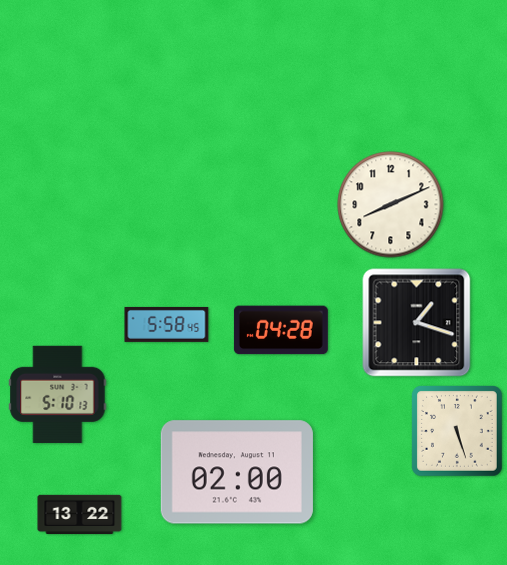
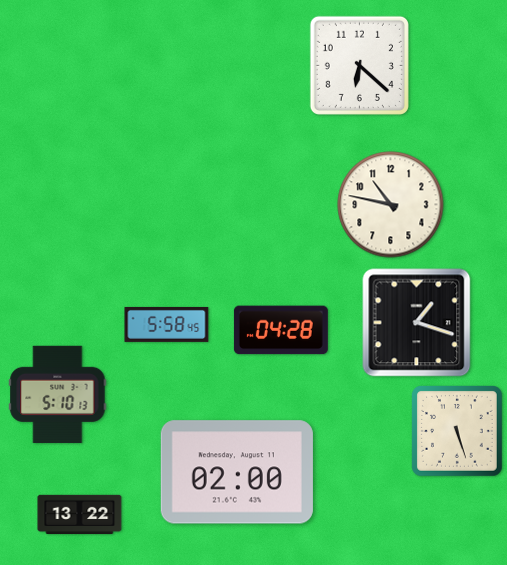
clock at (359, 65): none -> 6:22
clock at (391, 205): 8:11 -> 10:47
